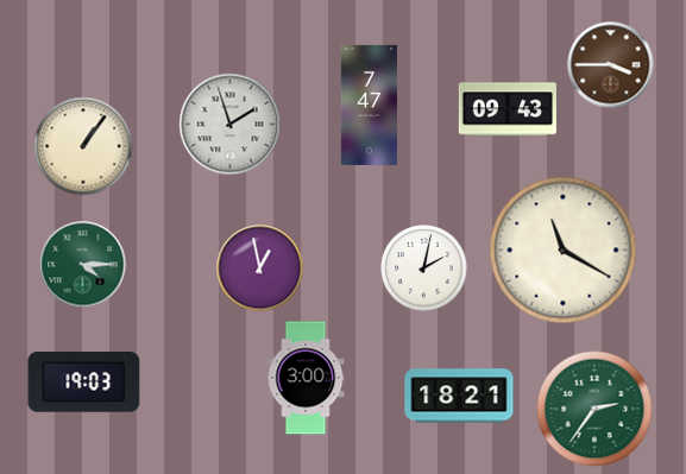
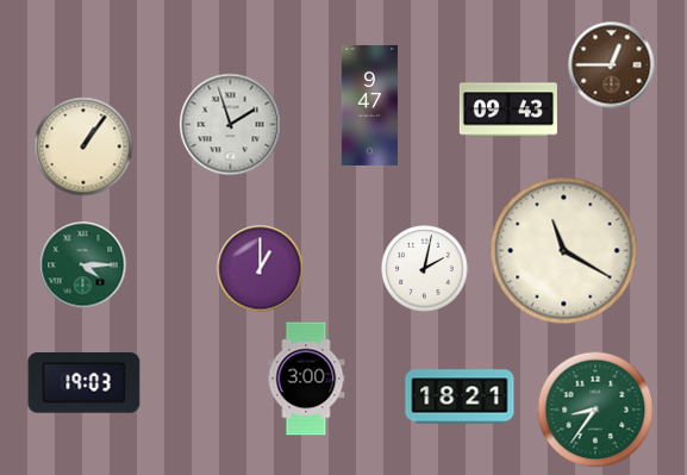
clock at (611, 65): 3:45 -> 12:45
clock at (369, 105): 7:47 -> 9:47
clock at (260, 268): 12:58 -> 1:00
clock at (594, 409): 2:36 -> 8:36
